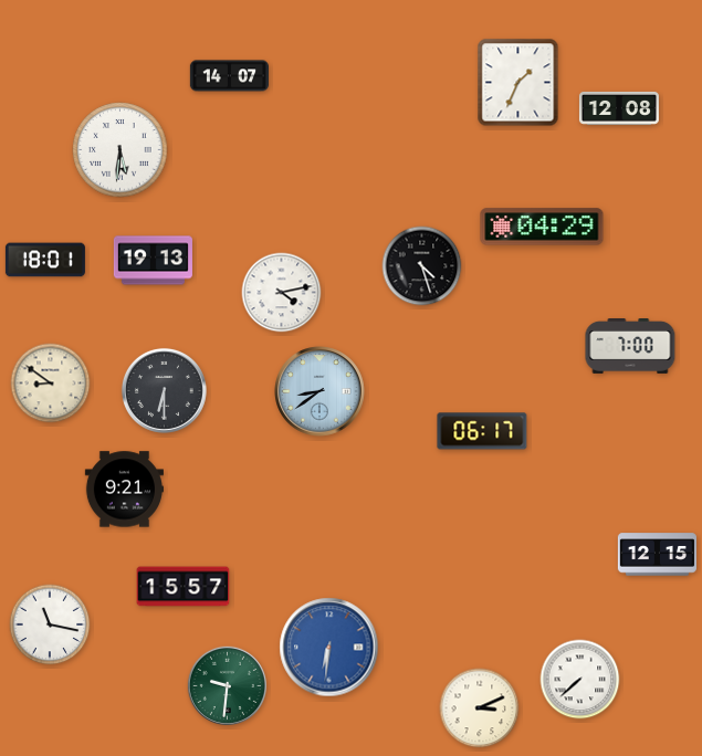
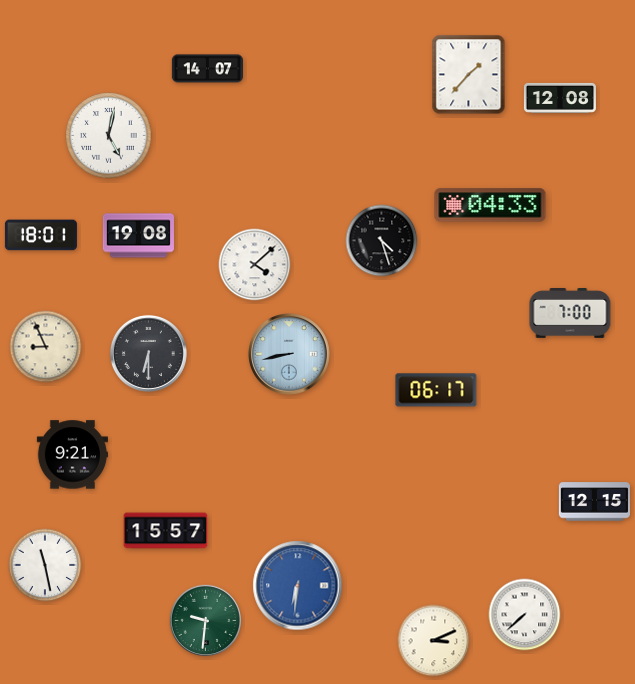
clock at (518, 83): 1:34 -> 1:37
clock at (121, 150): 5:31 -> 5:02
clock at (542, 227): 04:29 -> 04:33
clock at (153, 261): 19:13 -> 19:08
clock at (282, 293): 4:13 -> 4:08
clock at (51, 384): 8:51 -> 8:56
clock at (319, 391): 8:39 -> 8:43
clock at (124, 490) position: (124, 490) -> (72, 455)
clock at (50, 624): 11:17 -> 11:28
